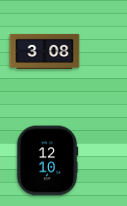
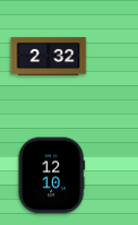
clock at (45, 51): 3:08 -> 2:32
